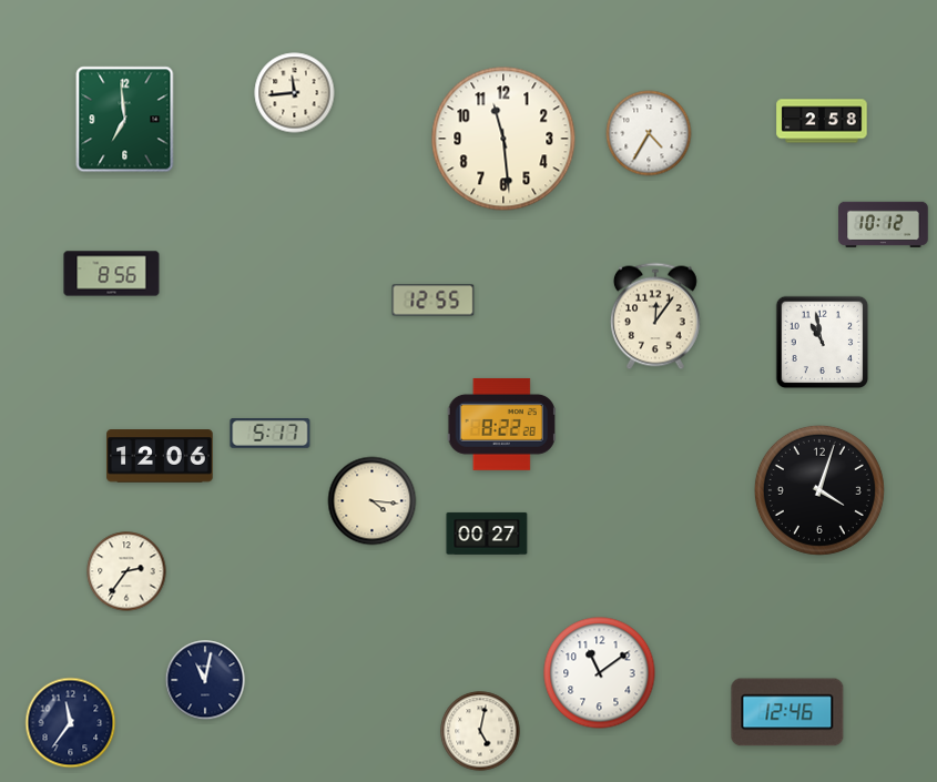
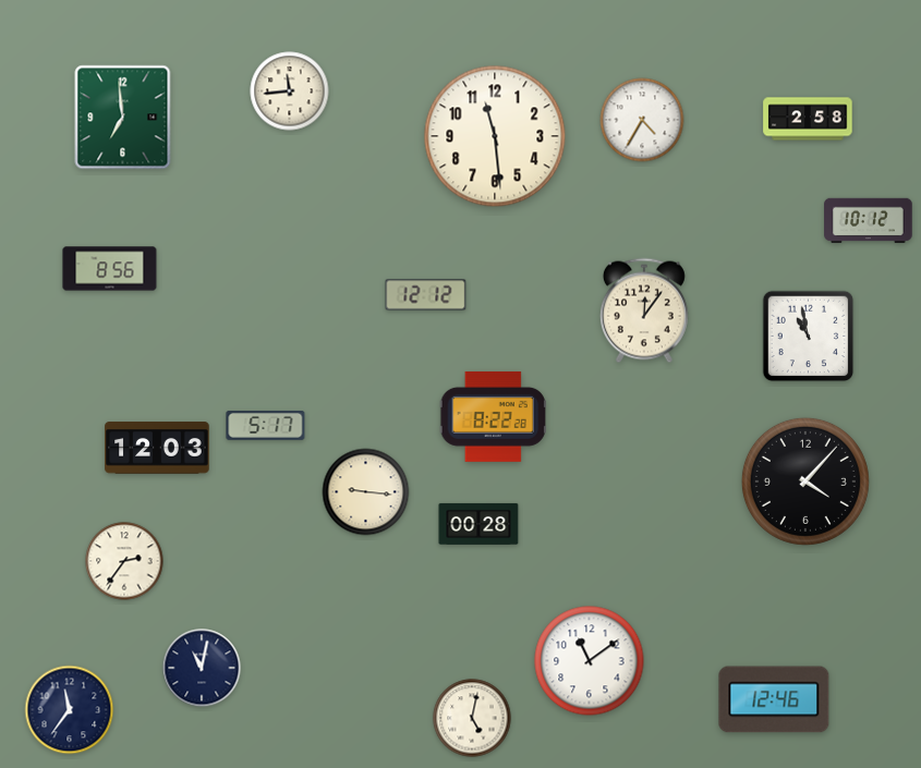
clock at (649, 133) position: (649, 133) -> (642, 120)
clock at (434, 301): 12:55 -> 12:12
clock at (160, 456): 12:06 -> 12:03
clock at (819, 490): 4:03 -> 4:07
clock at (373, 501): 4:16 -> 9:16
clock at (487, 534): 00:27 -> 00:28
